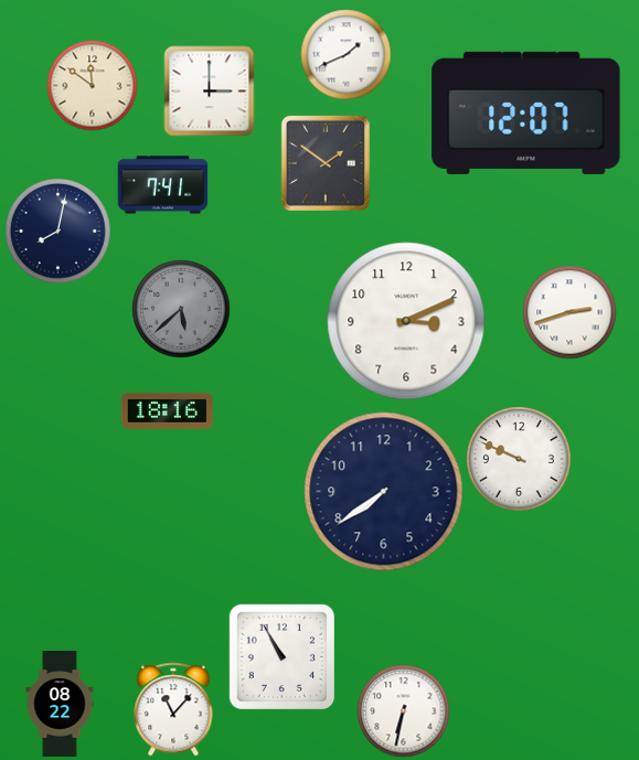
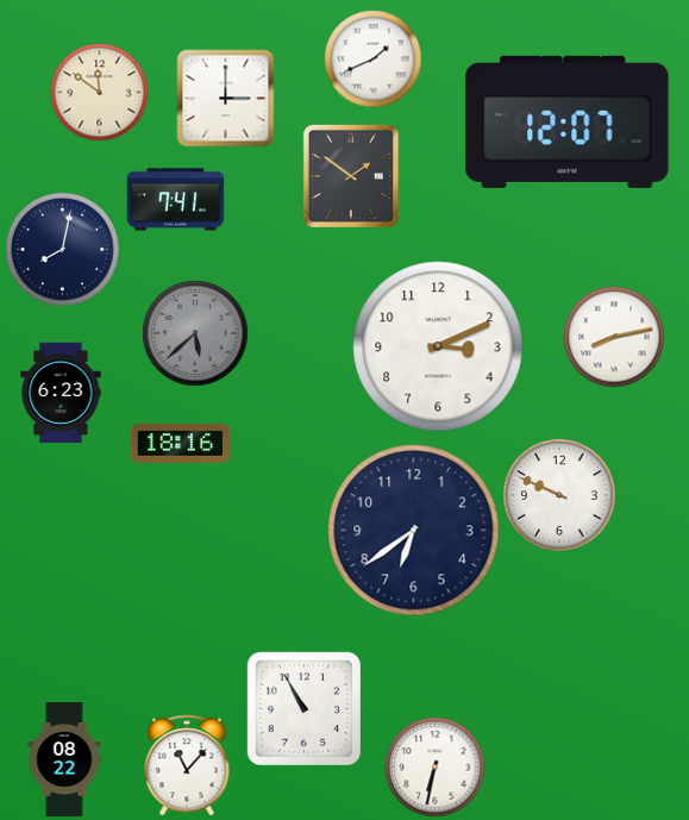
clock at (569, 312): 2:42 -> 8:13
clock at (61, 393): none -> 6:23
clock at (384, 492): 7:39 -> 6:39
